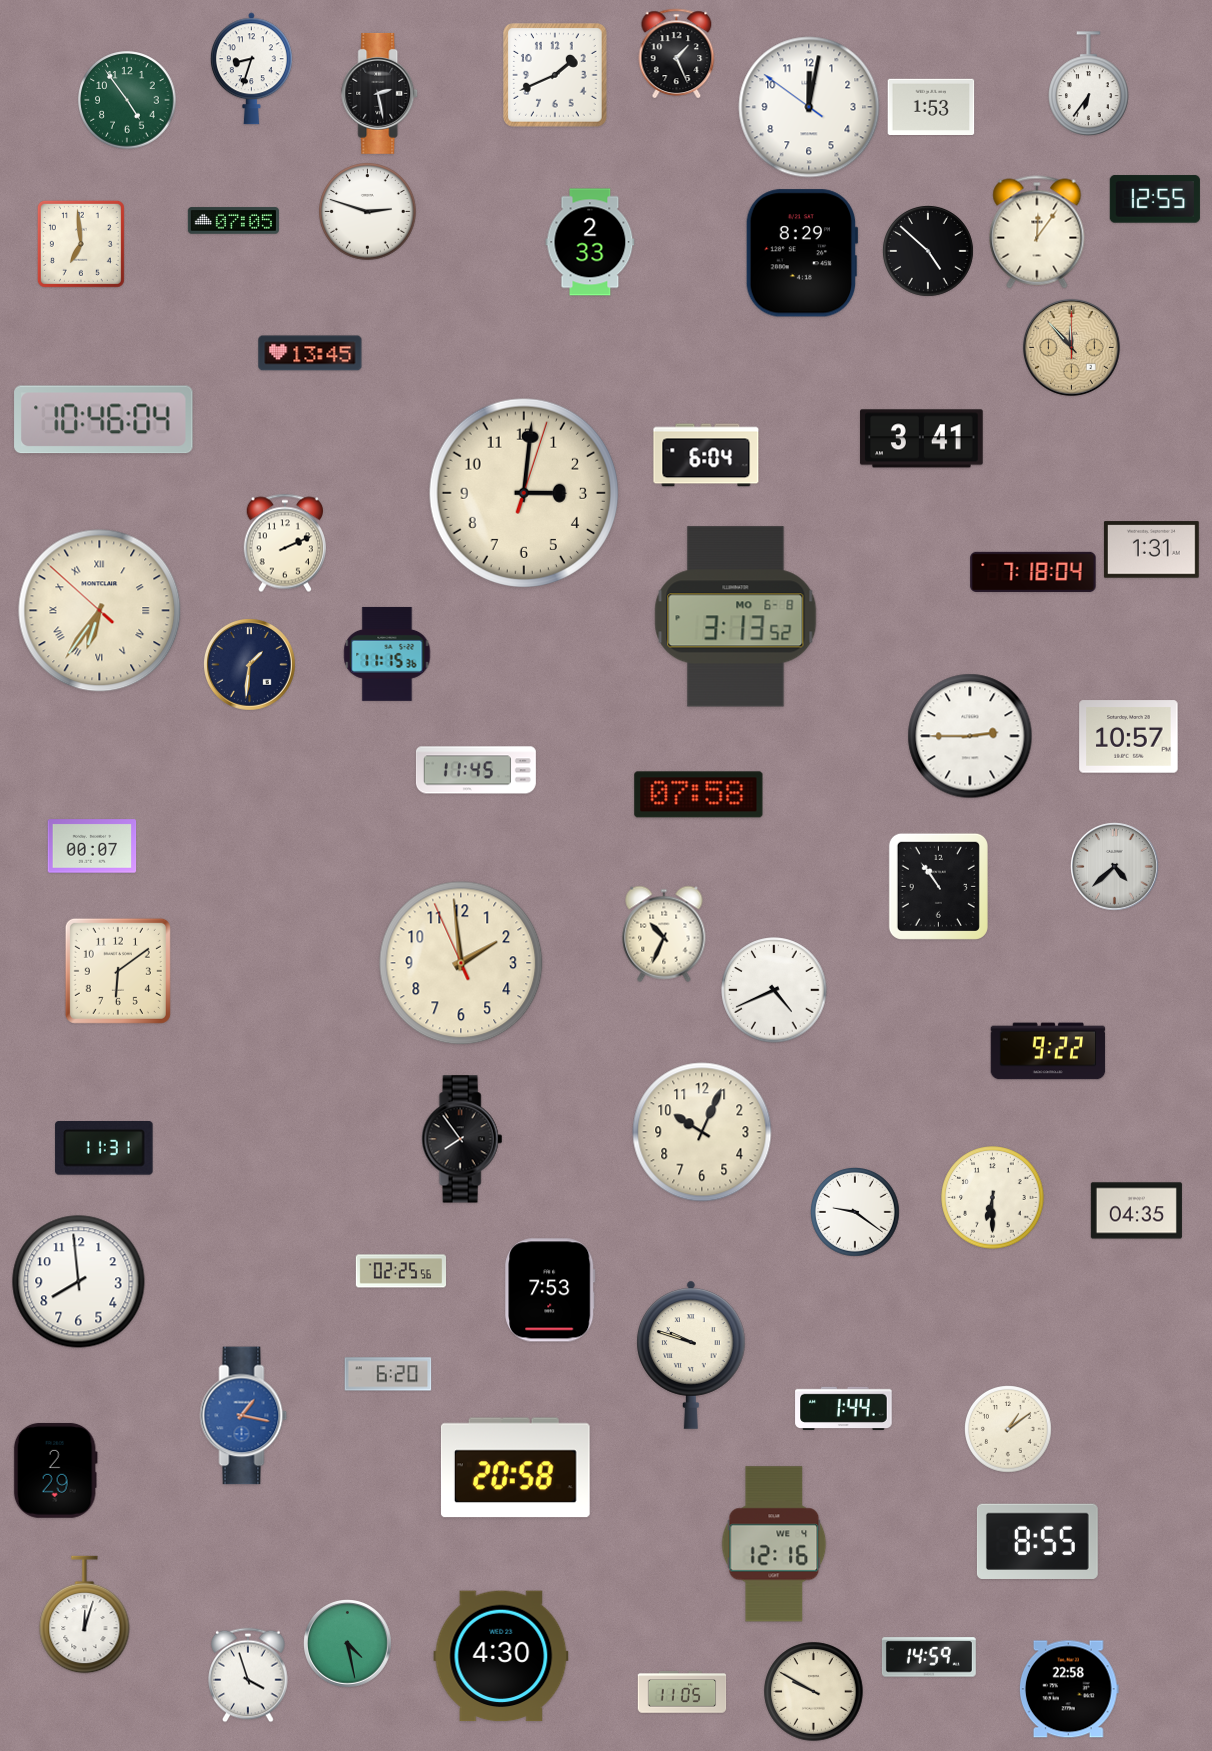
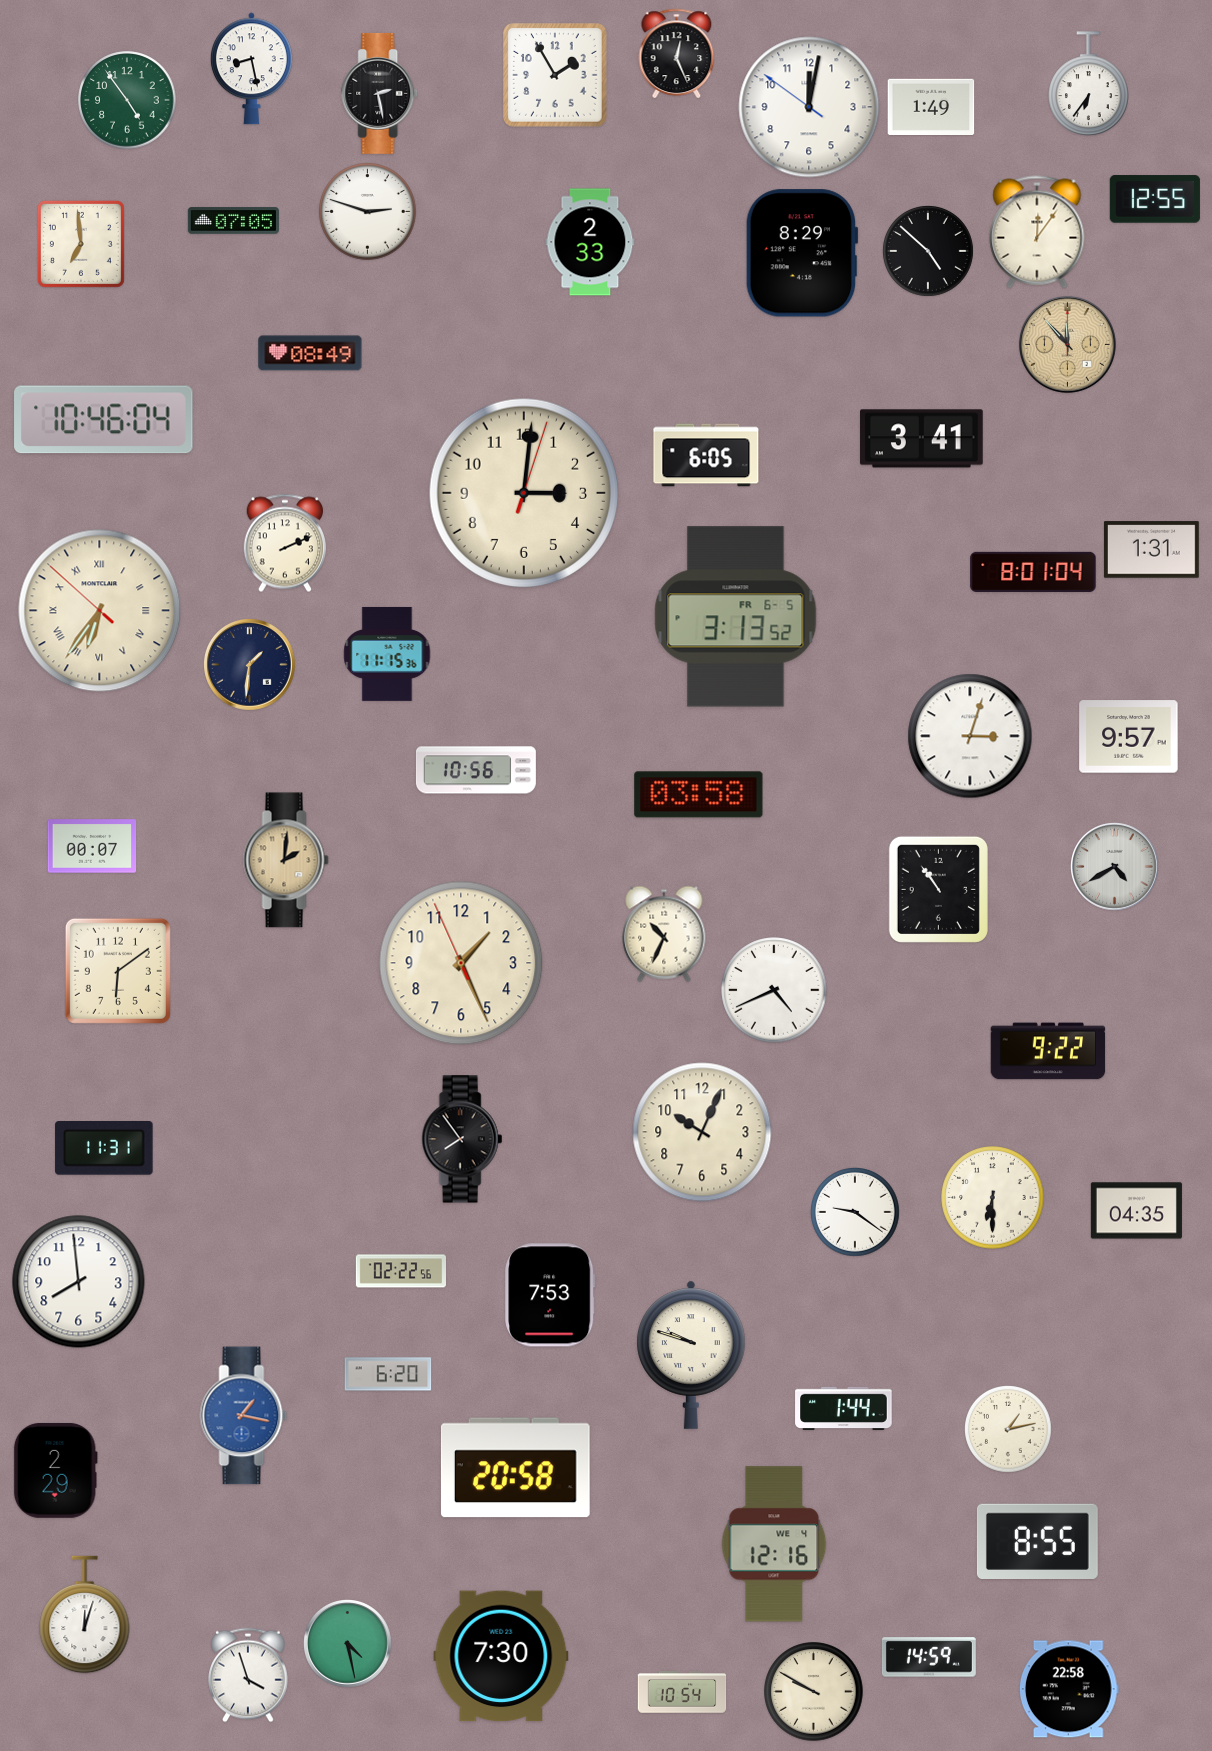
clock at (677, 54): 1:26 -> 12:26
clock at (251, 69): 8:33 -> 8:28
clock at (555, 75): 1:41 -> 1:55
clock at (931, 106): 1:53 -> 1:49
clock at (1071, 347) position: (1071, 347) -> (1067, 344)
clock at (310, 353): 13:45 -> 08:49
clock at (706, 455): 6:04 -> 6:05
clock at (1033, 572): 7:18 -> 8:01
clock at (736, 617) date: MO 6-8 -> FR 6-5
clock at (970, 736): 2:45 -> 3:03
clock at (1129, 737): 10:57 -> 9:57
clock at (476, 770): 11:45 -> 10:56
clock at (699, 795): 07:58 -> 03:58
clock at (286, 860): none -> 2:01
clock at (1115, 867): 4:38 -> 4:40
clock at (938, 886) position: (938, 886) -> (938, 889)
clock at (461, 963): 1:58 -> 1:25
clock at (400, 1271): 02:25 -> 02:22
clock at (550, 1290) position: (550, 1290) -> (550, 1295)
clock at (1009, 1430): 1:09 -> 1:13
clock at (501, 1656): 4:30 -> 7:30
clock at (682, 1692): 11:05 -> 10:54
